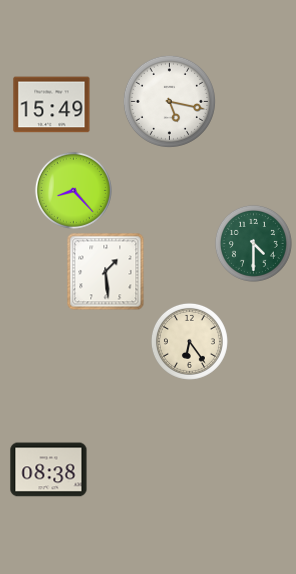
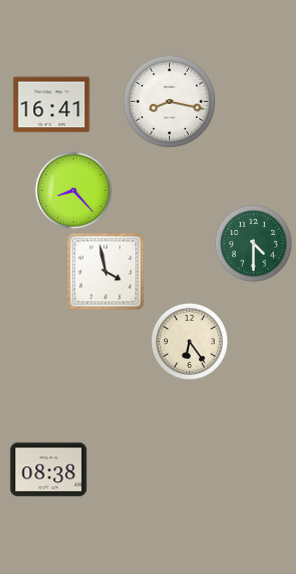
clock at (169, 101): 5:17 -> 8:17
clock at (52, 105): 15:49 -> 16:41
clock at (105, 271): 1:29 -> 3:58
